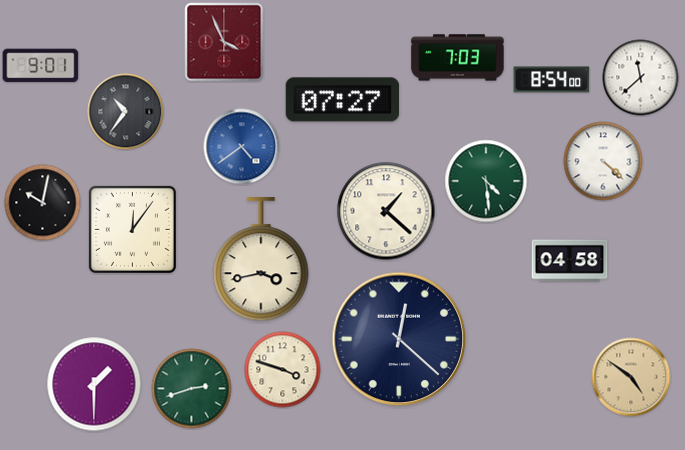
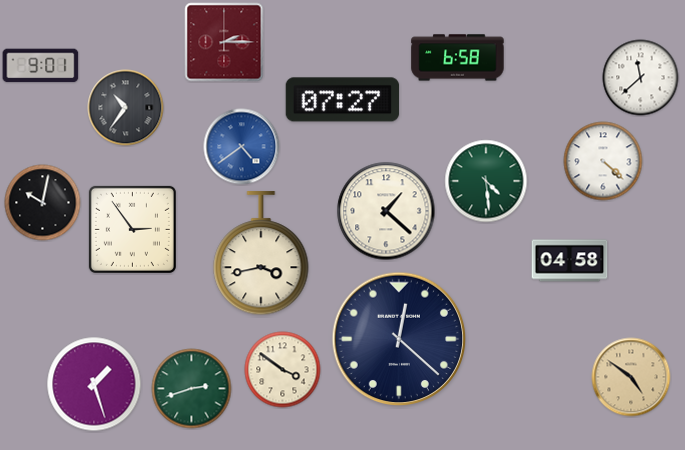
clock at (224, 42): 3:56 -> 2:15
clock at (458, 58): 7:03 -> 6:58
clock at (552, 80): 8:54 -> none
clock at (126, 112) position: (126, 112) -> (126, 108)
clock at (132, 229): 12:06 -> 2:54
clock at (261, 260) position: (261, 260) -> (261, 254)
clock at (283, 370): 3:48 -> 3:51
clock at (94, 384): 1:30 -> 1:27
